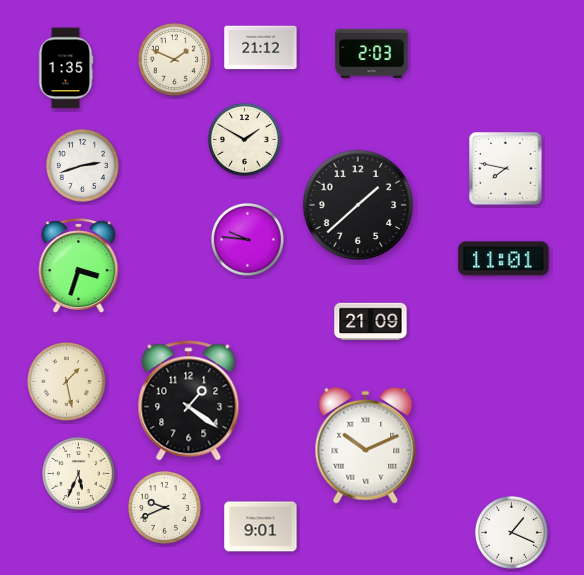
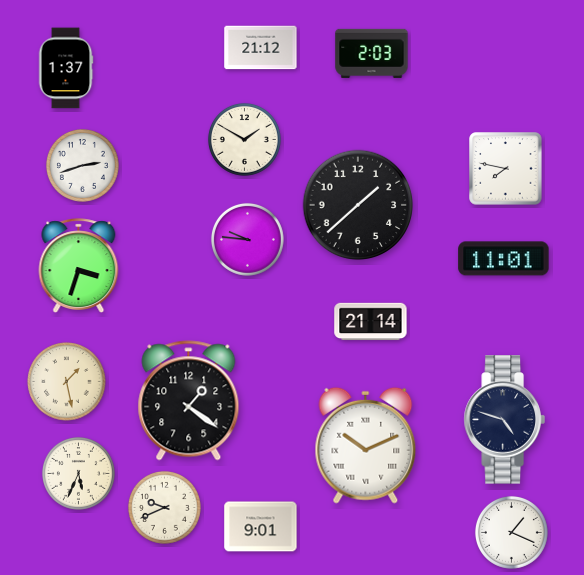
clock at (174, 59): 1:49 -> none
clock at (66, 68): 1:35 -> 1:37
clock at (371, 322): 21:09 -> 21:14
clock at (504, 420): none -> 4:48
